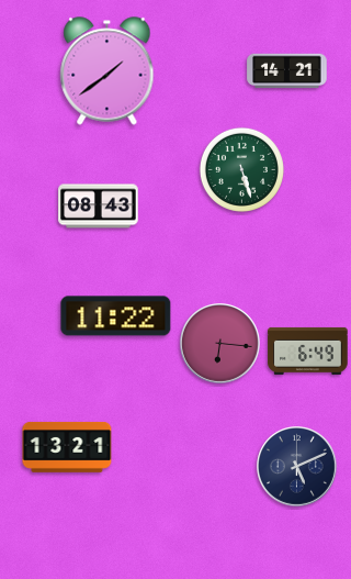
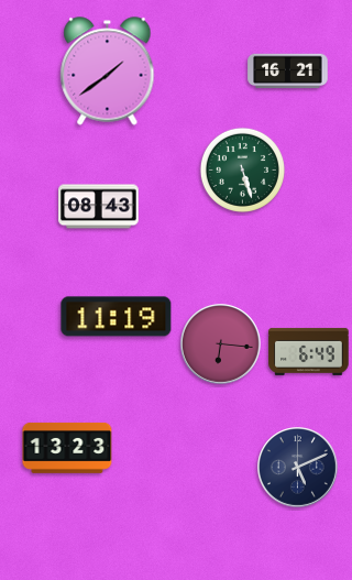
clock at (287, 71): 14:21 -> 16:21
clock at (116, 316): 11:22 -> 11:19
clock at (67, 447): 13:21 -> 13:23
